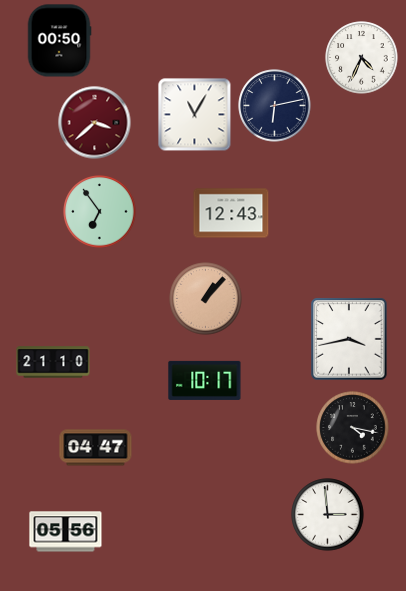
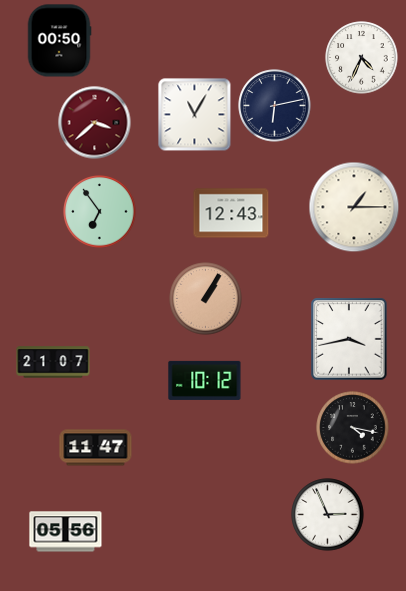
clock at (354, 207): none -> 1:15
clock at (206, 299): 1:07 -> 1:05
clock at (53, 362): 21:10 -> 21:07
clock at (205, 380): 10:17 -> 10:12
clock at (96, 448): 04:47 -> 11:47
clock at (328, 515): 2:59 -> 2:56
